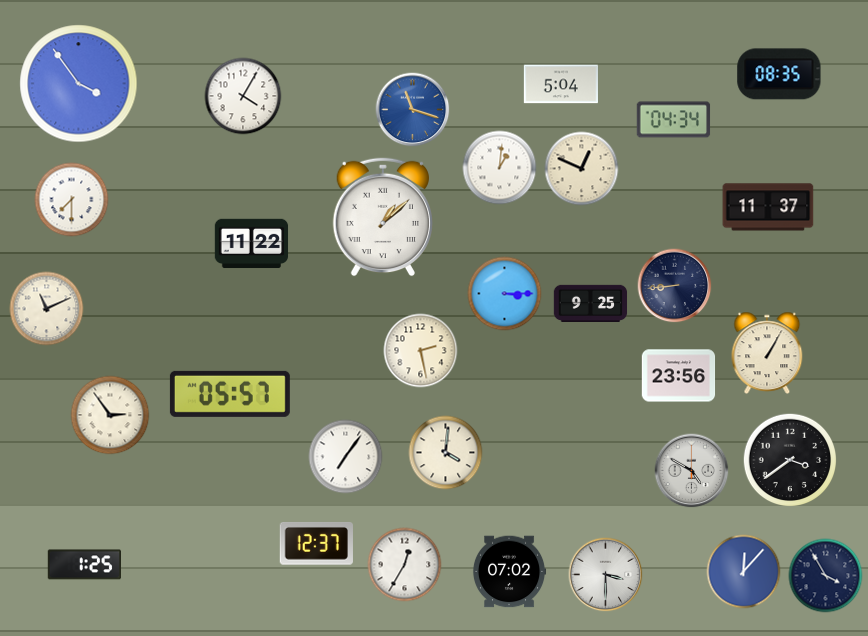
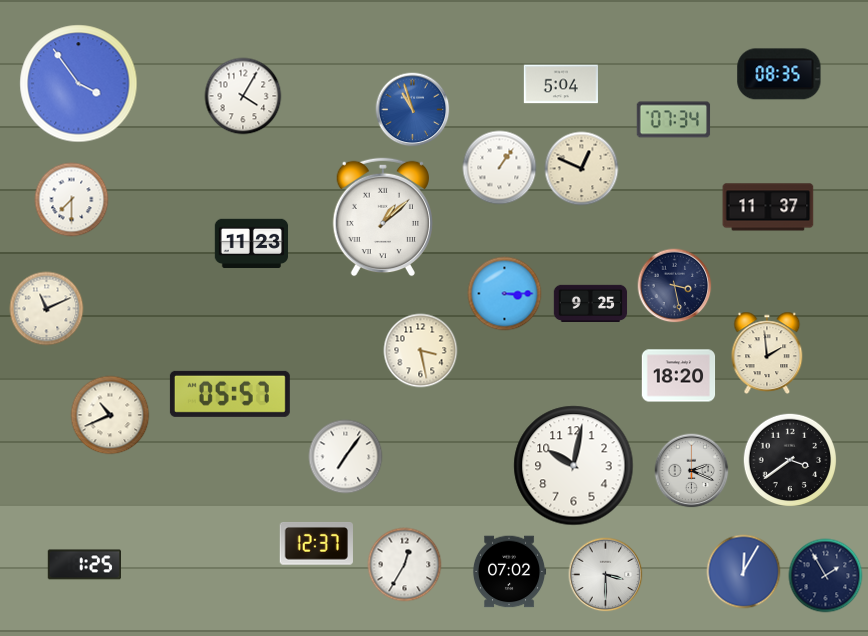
clock at (413, 110): 11:18 -> 10:57
clock at (674, 120): 04:34 -> 07:34
clock at (500, 168): 1:01 -> 1:06
clock at (252, 244): 11:22 -> 11:23
clock at (675, 286): 8:44 -> 3:28
clock at (421, 351): 2:28 -> 3:28
clock at (767, 353): 1:05 -> 1:59
clock at (679, 376): 23:56 -> 18:20
clock at (110, 415): 2:54 -> 10:41
clock at (446, 453): 4:01 -> none
clock at (574, 466): none -> 10:02
clock at (692, 471): 4:50 -> 2:19
clock at (744, 572): 12:07 -> 12:05
clock at (826, 576): 3:55 -> 1:55
